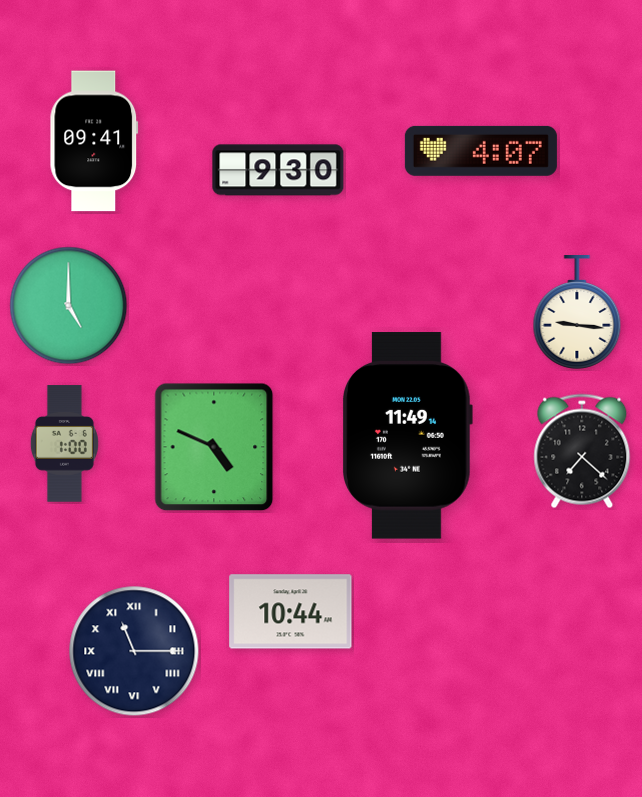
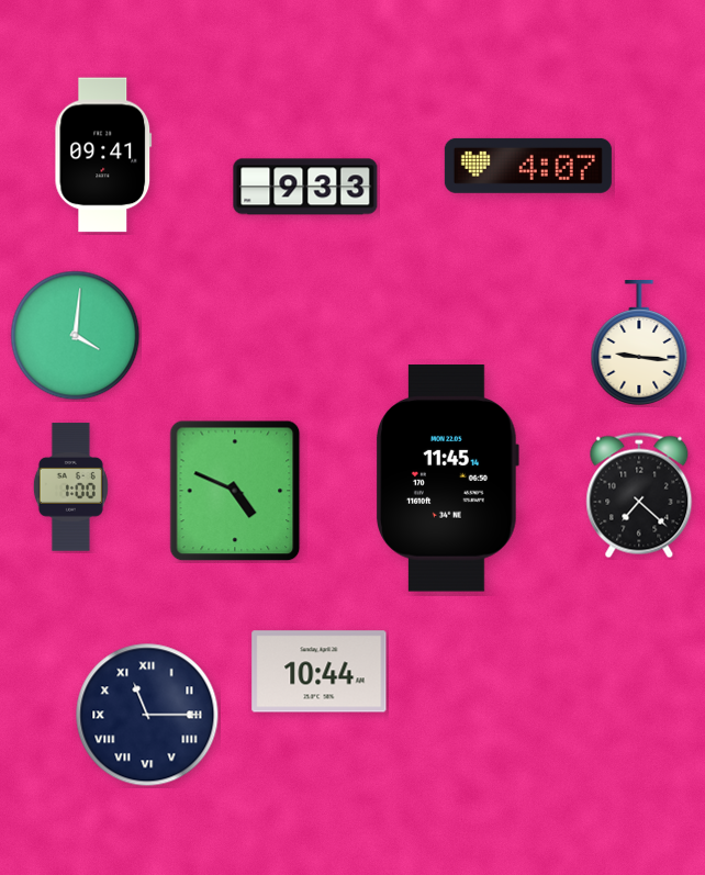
clock at (278, 170): 9:30 -> 9:33
clock at (69, 306): 5:00 -> 4:01
clock at (577, 313) position: (577, 313) -> (639, 344)
clock at (408, 436): 11:49 -> 11:45
